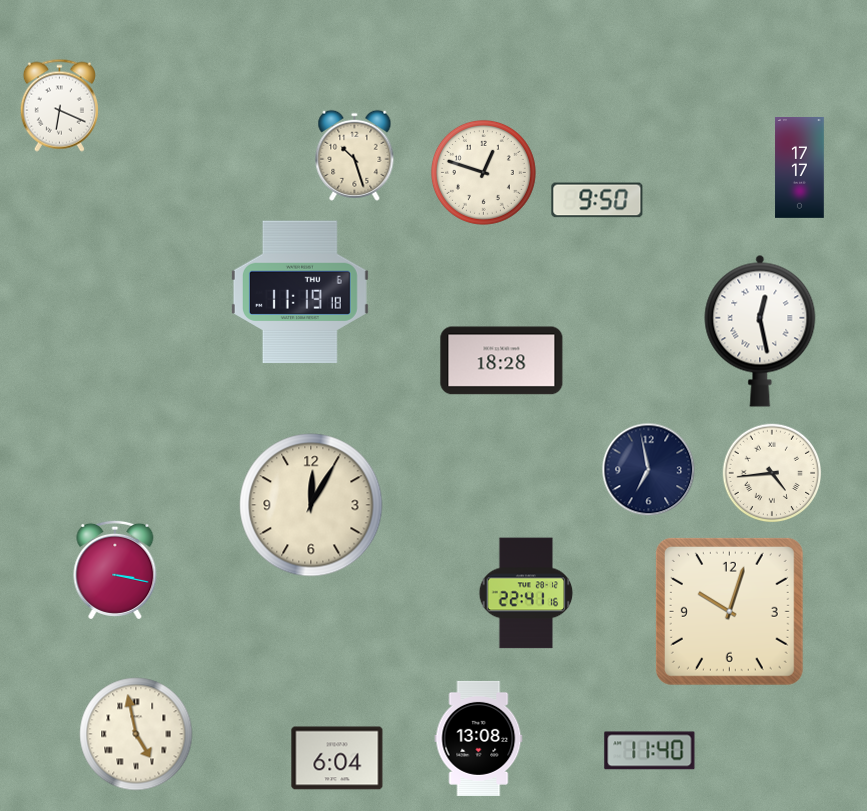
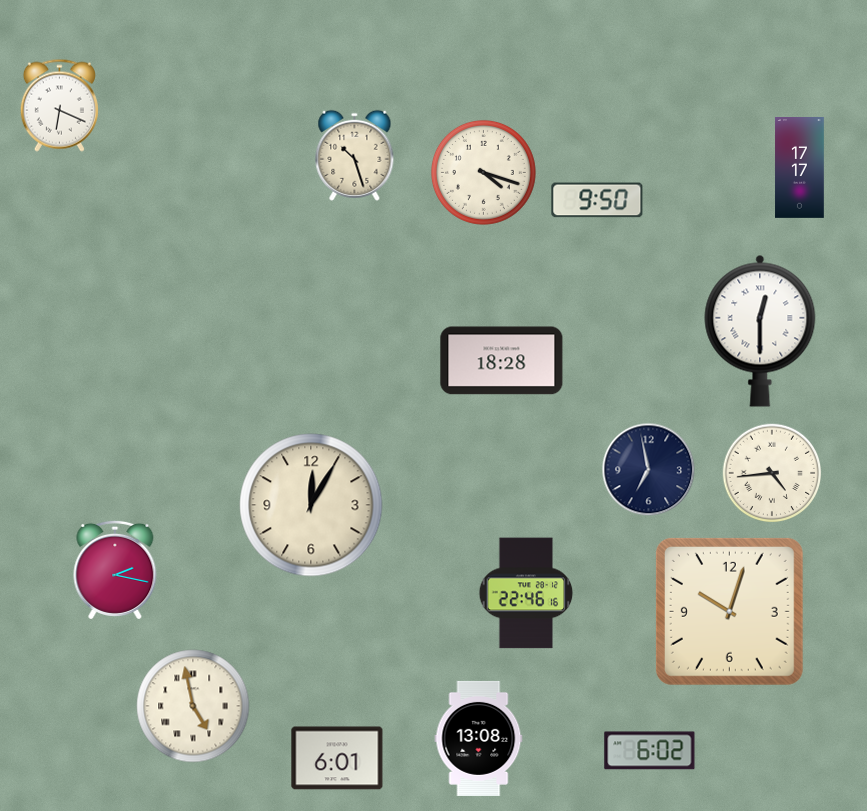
clock at (483, 172): 12:48 -> 4:18
clock at (300, 292): 11:19 -> none
clock at (760, 331): 12:28 -> 12:30
clock at (115, 570): 3:17 -> 2:17
clock at (526, 593): 22:41 -> 22:46
clock at (136, 734) position: (136, 734) -> (193, 706)
clock at (650, 751): 11:40 -> 6:02
clock at (337, 758): 6:04 -> 6:01
